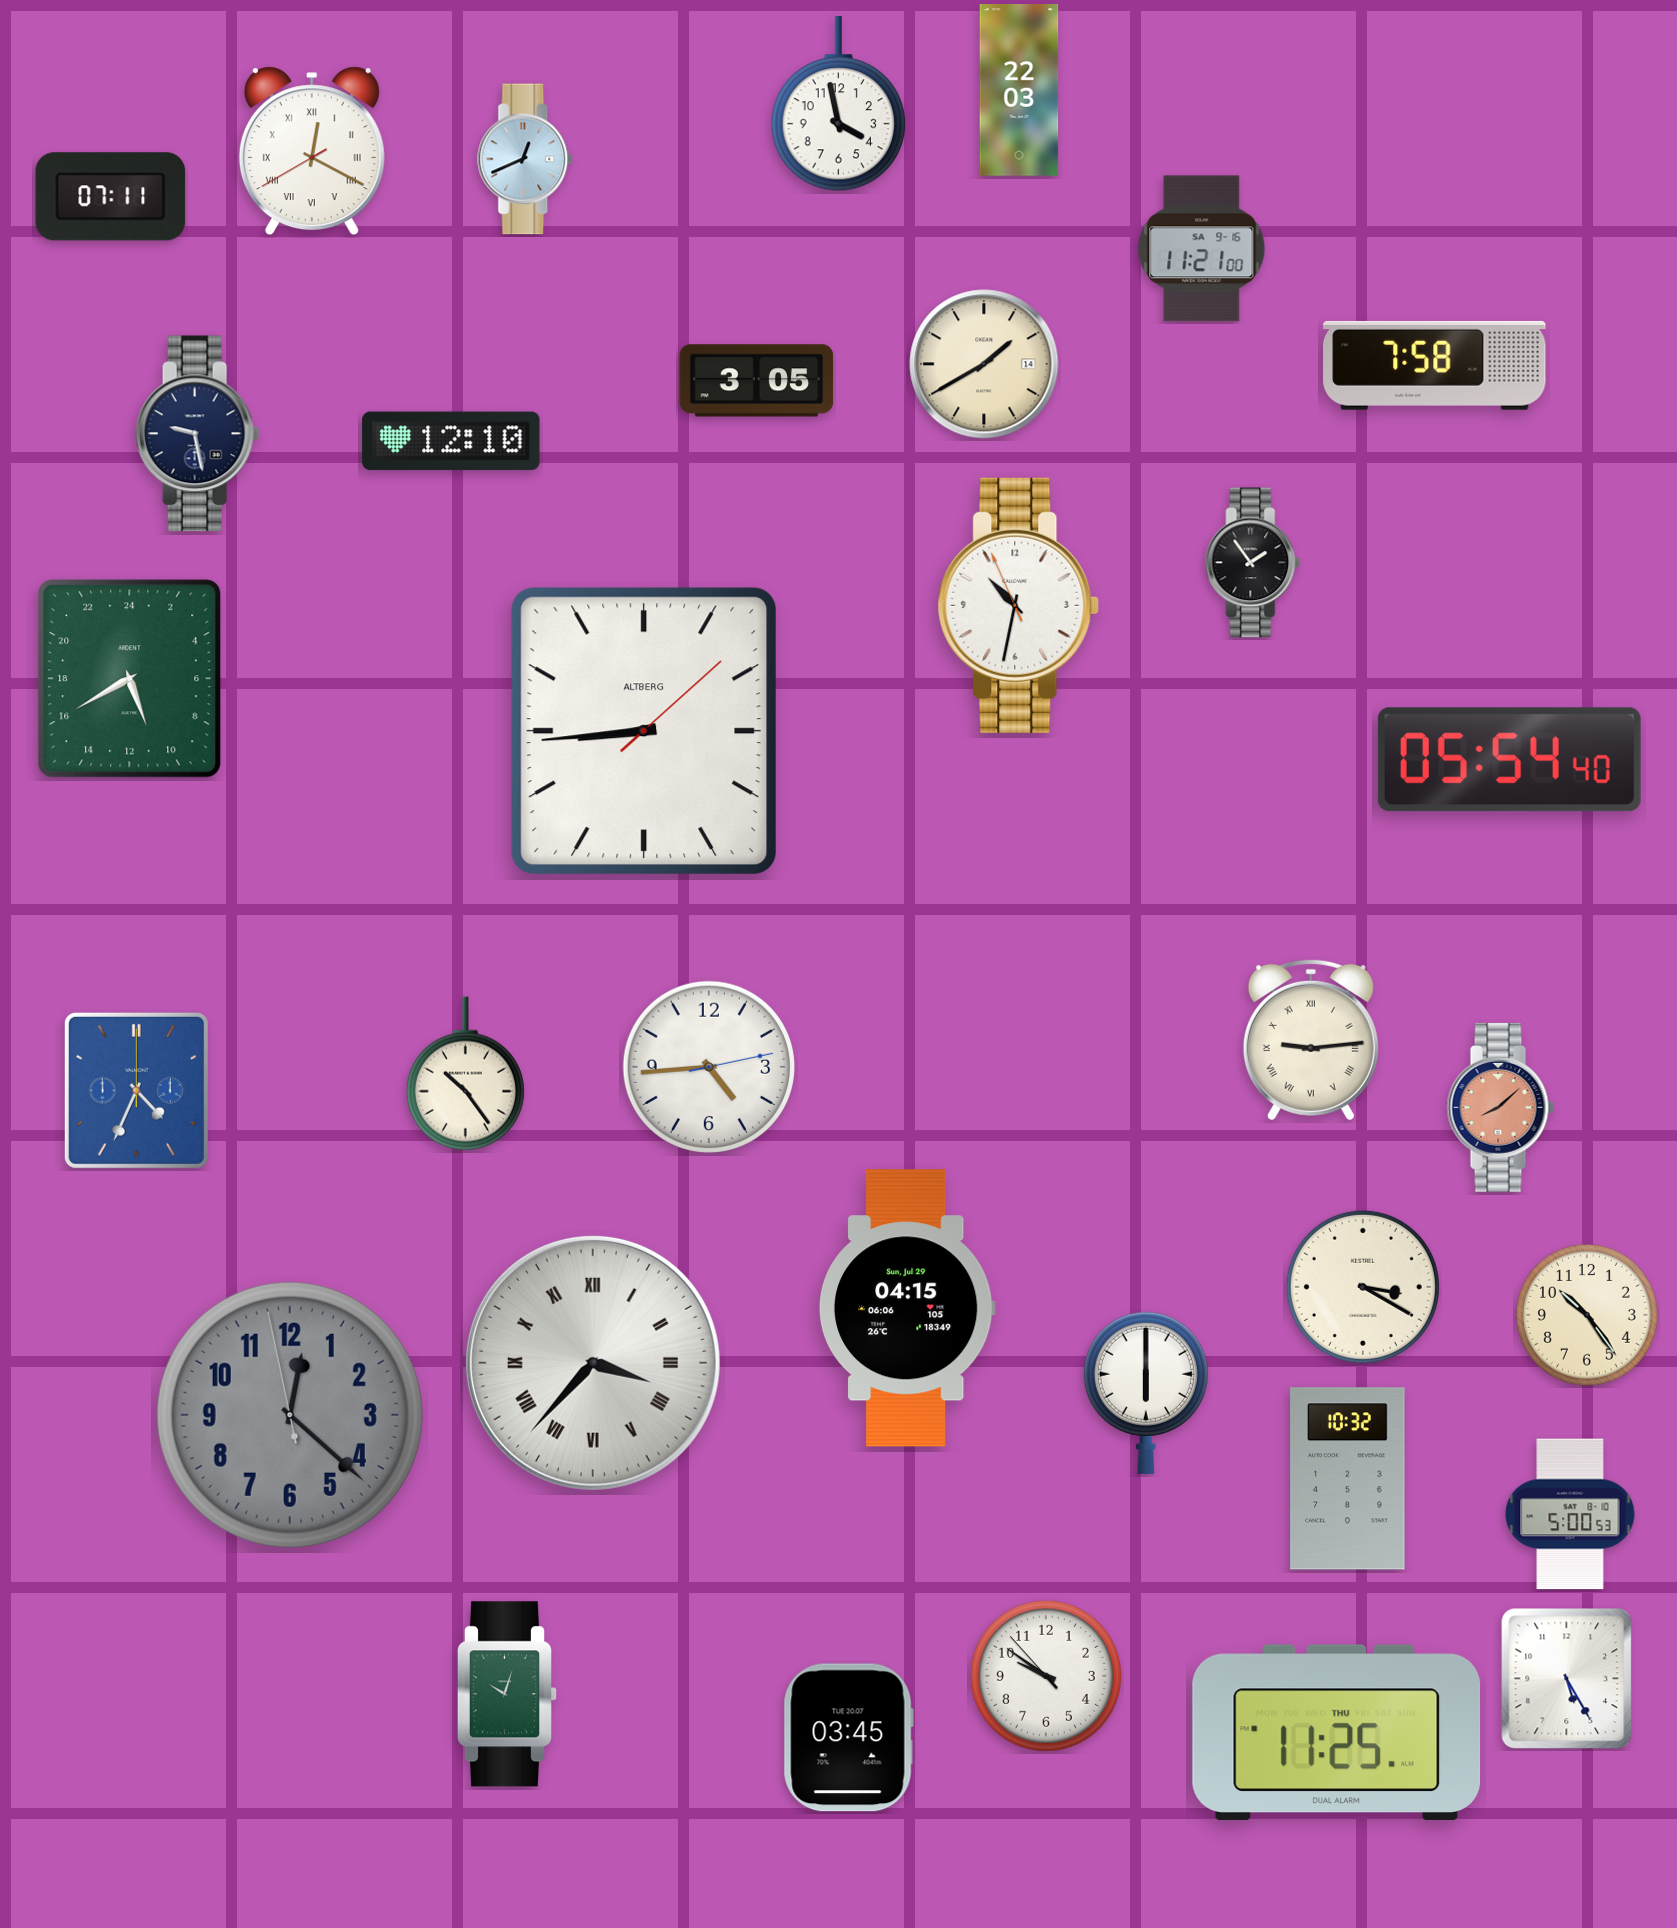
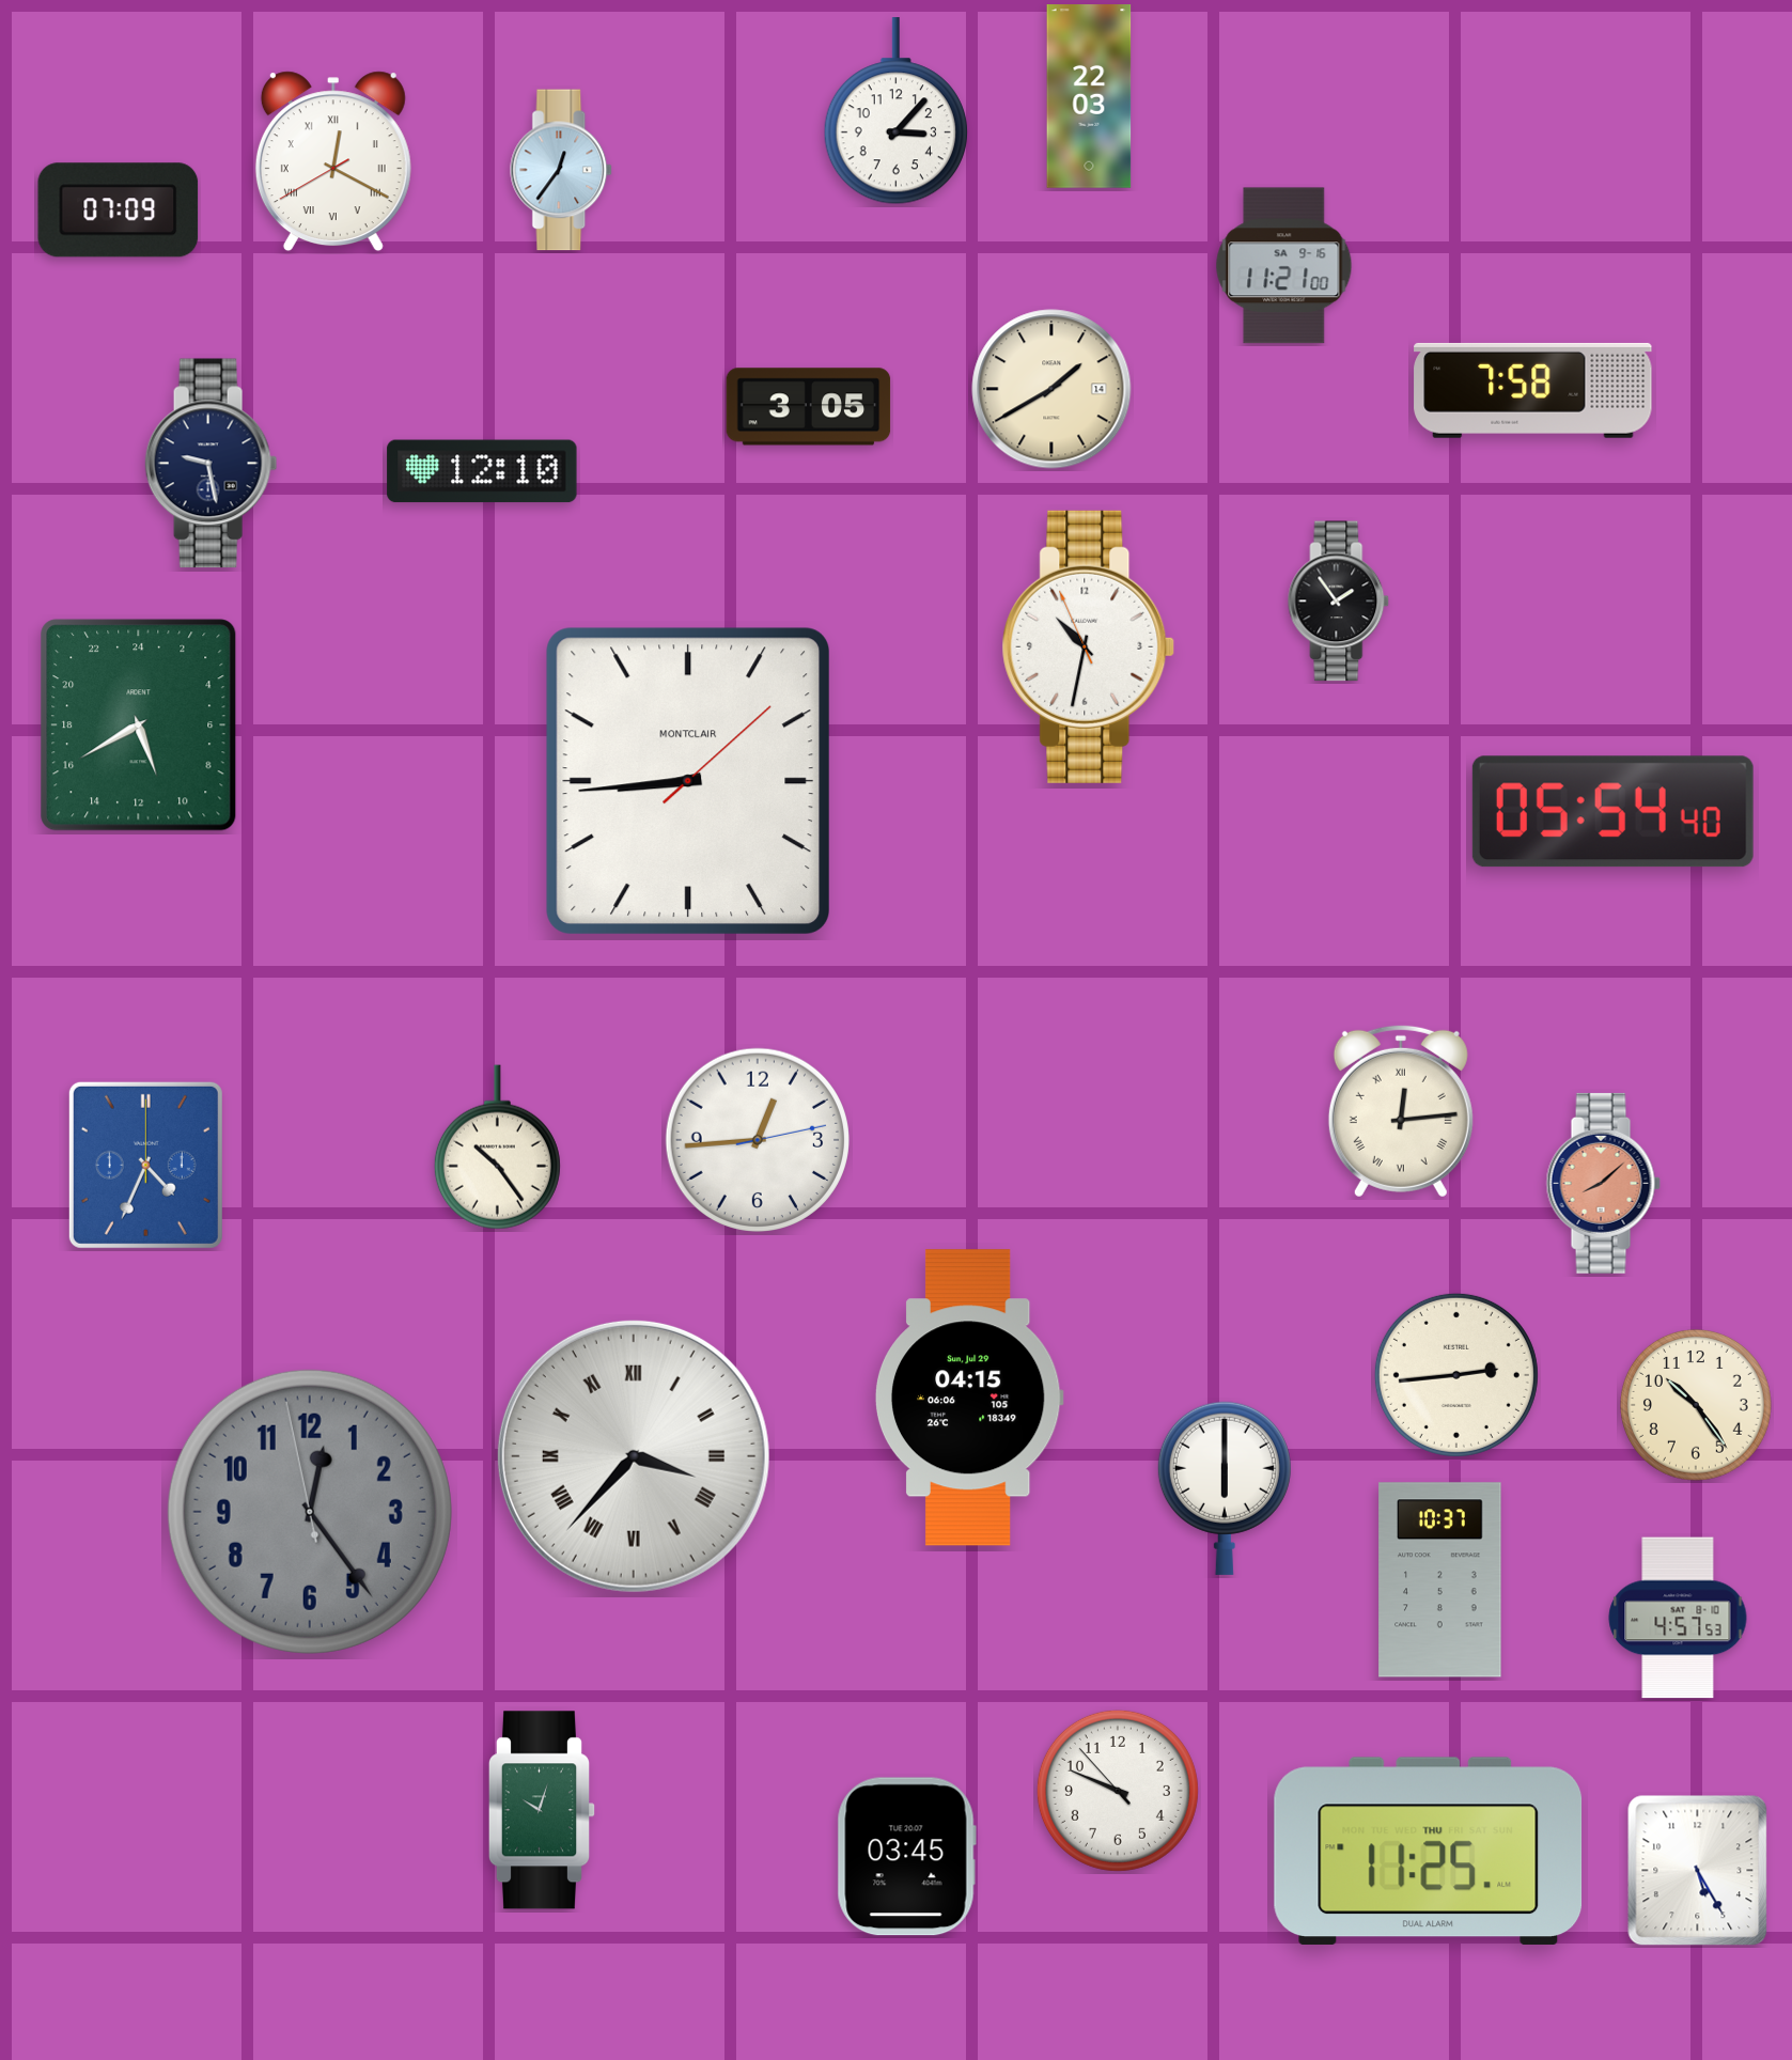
clock at (838, 104): 3:58 -> 3:07
clock at (526, 159): 12:41 -> 12:36
clock at (111, 197): 07:11 -> 07:09
clock at (643, 730) brand: ALTBERG -> MONTCLAIR
clock at (1311, 1040): 9:14 -> 12:14
clock at (708, 1066): 4:44 -> 12:44
clock at (1363, 1287): 3:20 -> 2:44
clock at (290, 1415): 12:21 -> 12:23
clock at (1348, 1479): 10:32 -> 10:37
clock at (1570, 1514): 5:00 -> 4:57
clock at (1046, 1676): 9:50 -> 9:48
clock at (1567, 1679) position: (1567, 1679) -> (1698, 1871)
